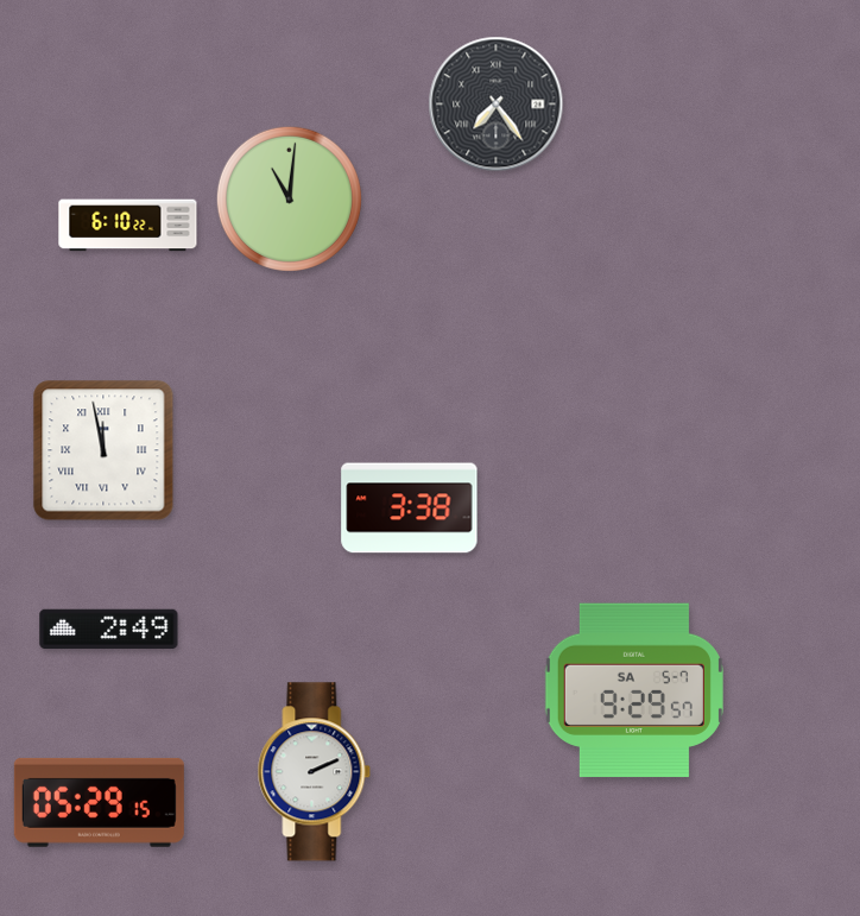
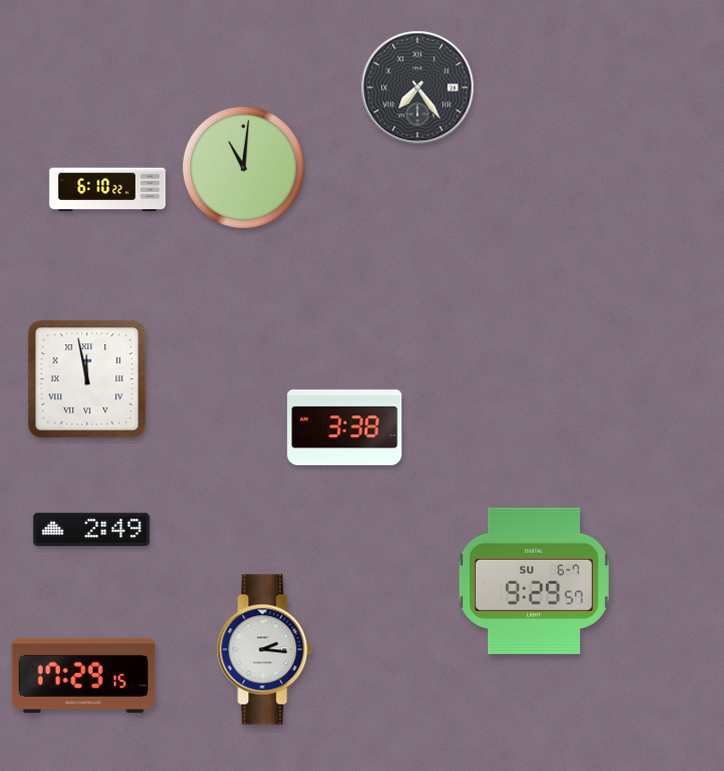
clock at (634, 690) date: SA 5-7 -> SU 6-7
clock at (315, 772): 2:11 -> 2:16
clock at (99, 802): 05:29 -> 17:29
